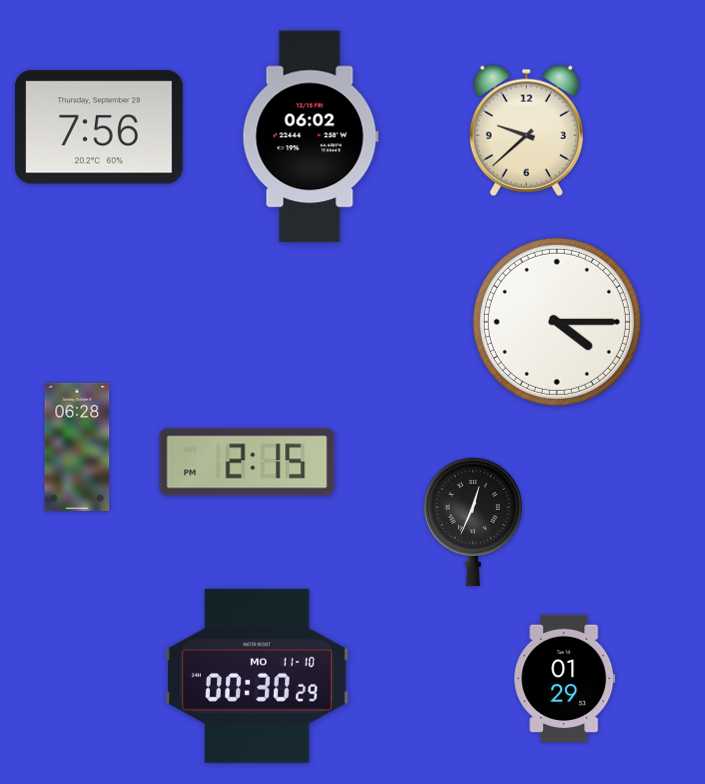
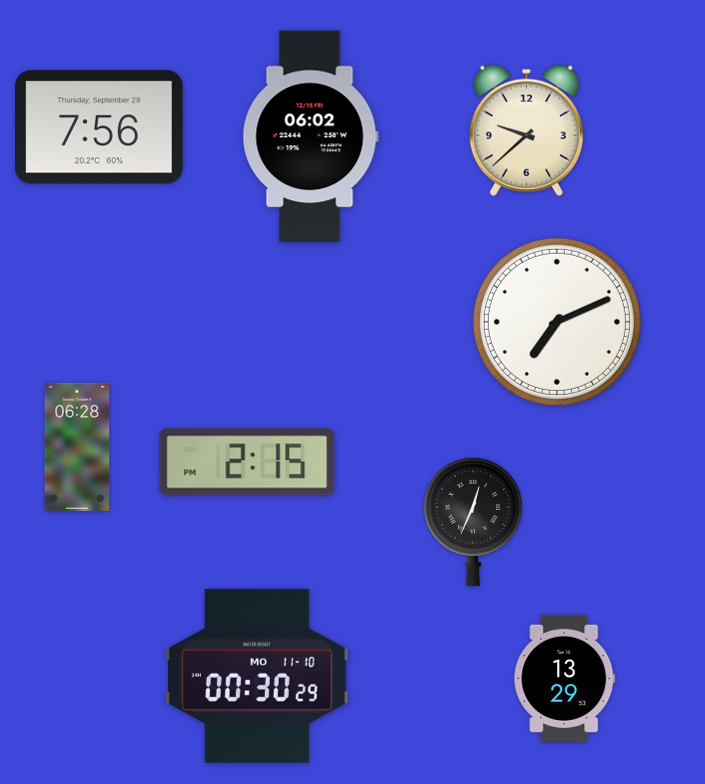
clock at (557, 322): 4:15 -> 7:11
clock at (565, 678): 01:29 -> 13:29
